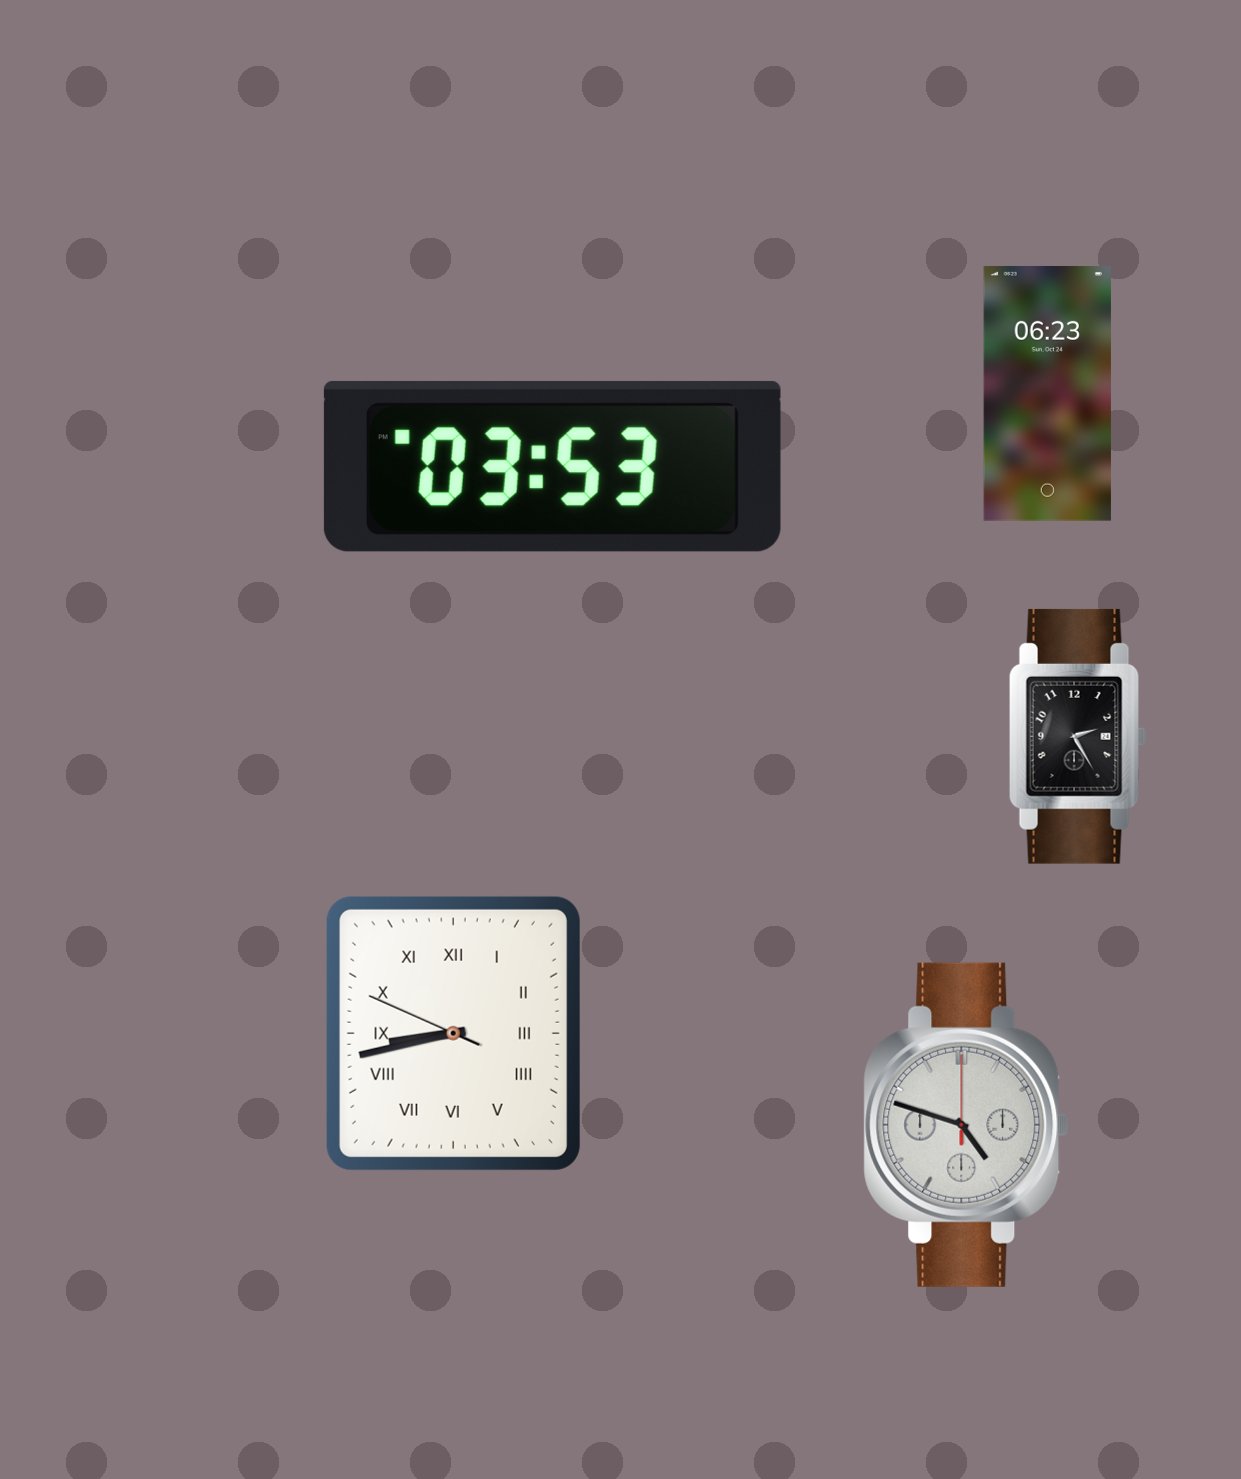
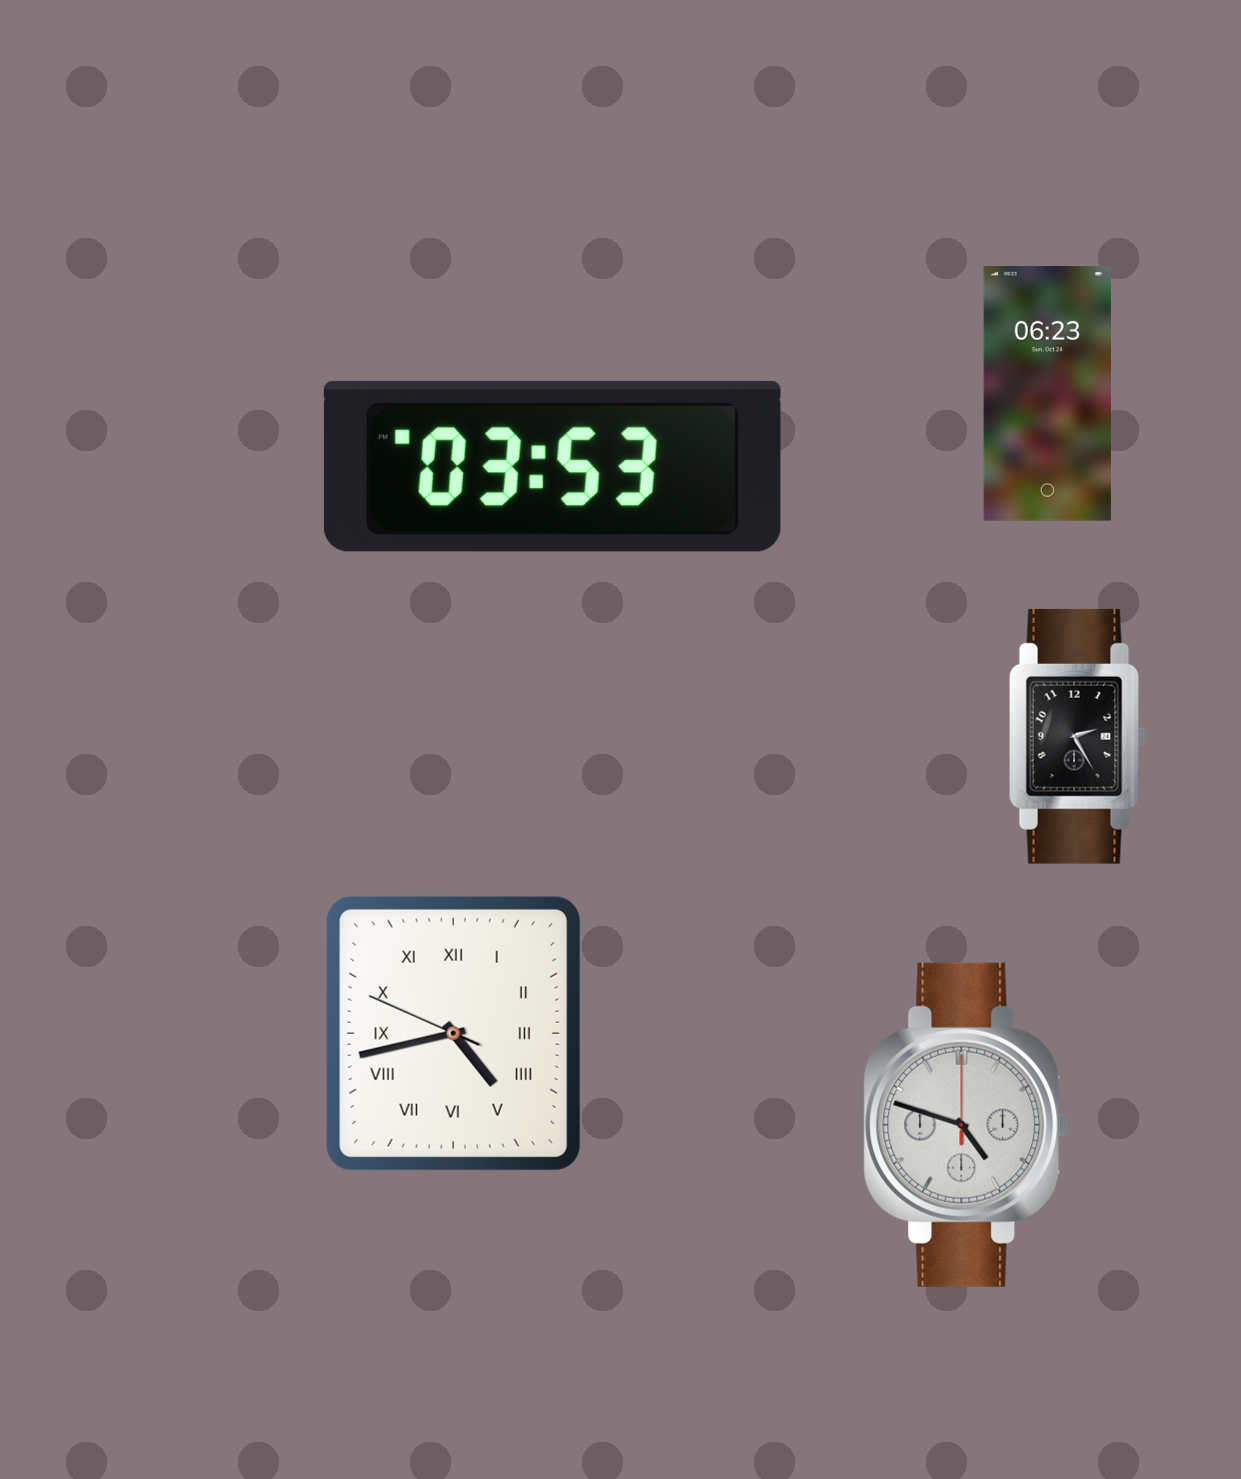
clock at (453, 1033): 8:42 -> 4:42
